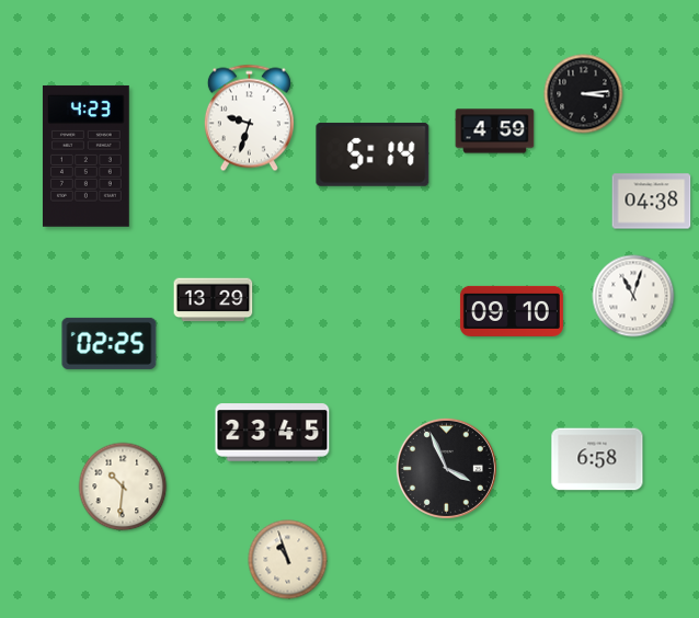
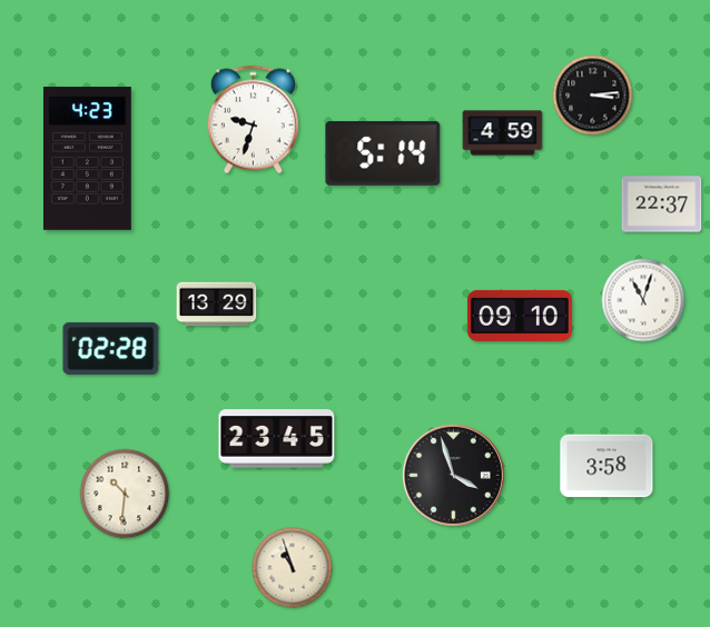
clock at (373, 154) position: (373, 154) -> (383, 153)
clock at (652, 202): 04:38 -> 22:37
clock at (110, 343): 02:25 -> 02:28
clock at (597, 459): 6:58 -> 3:58
clock at (446, 468): 3:56 -> 3:57
